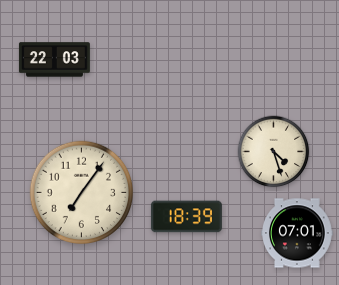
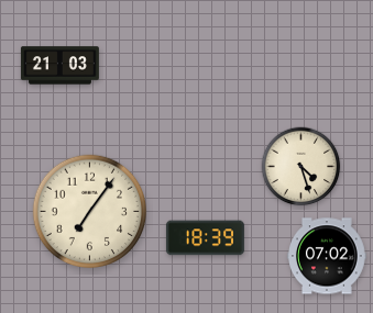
clock at (54, 60): 22:03 -> 21:03
clock at (298, 233): 07:01 -> 07:02
